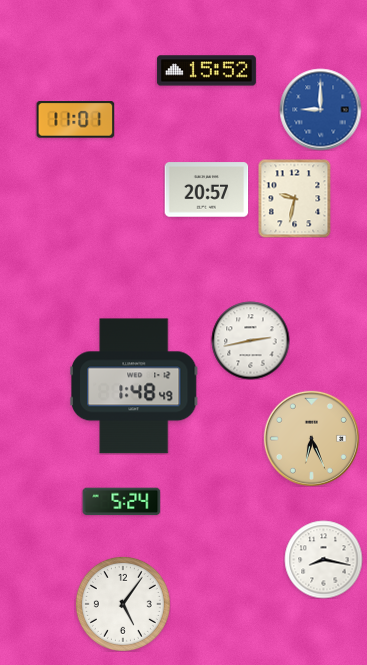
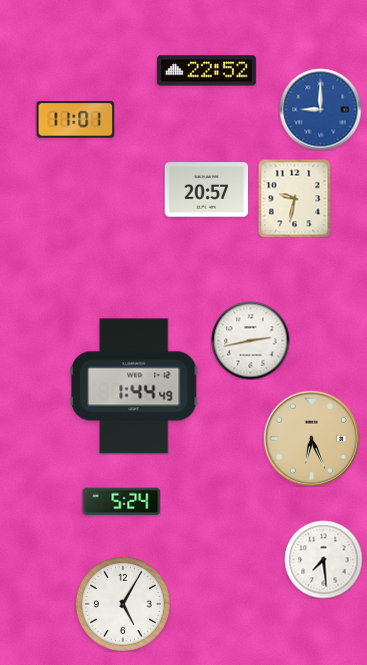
clock at (206, 71): 15:52 -> 22:52
clock at (134, 386): 1:48 -> 1:44
clock at (323, 559): 8:17 -> 7:29
clock at (123, 604): 5:06 -> 5:05
